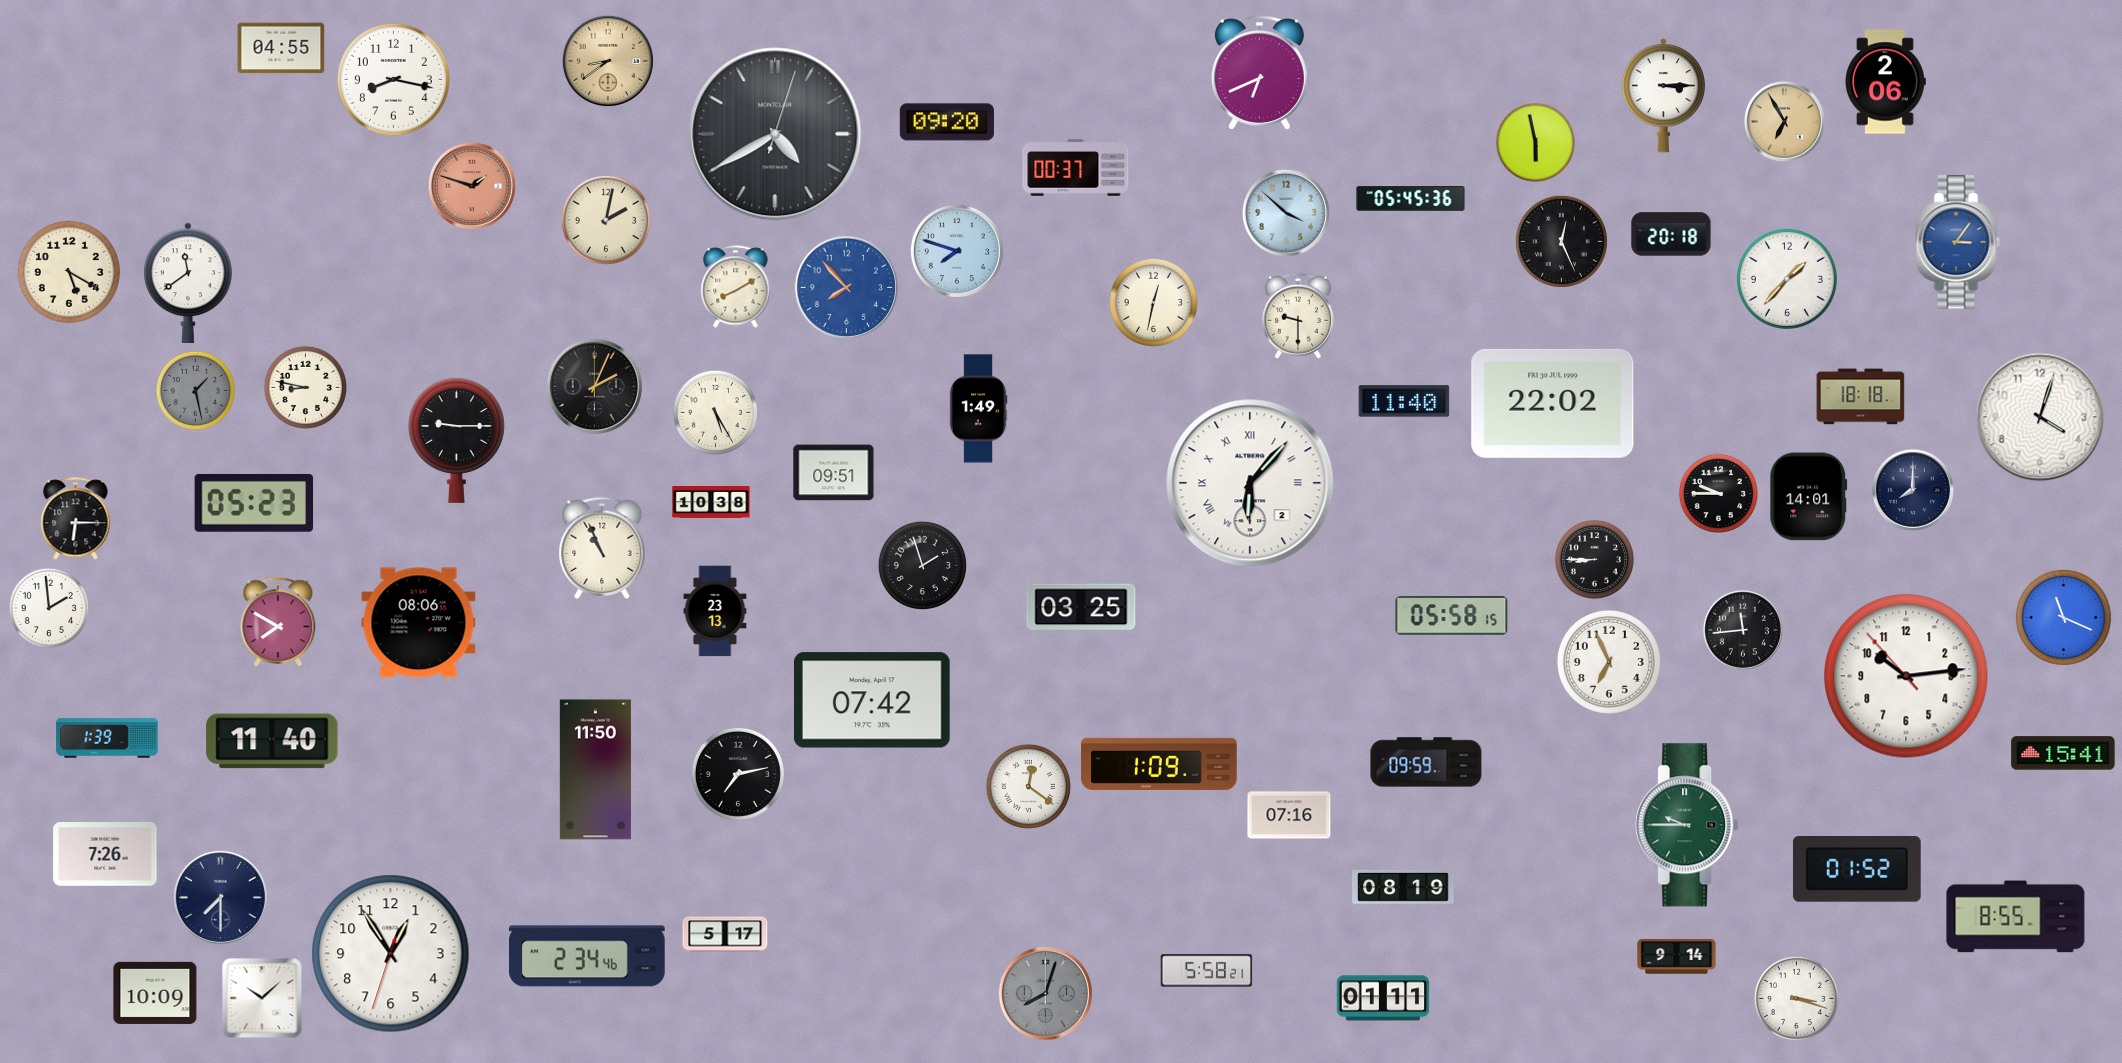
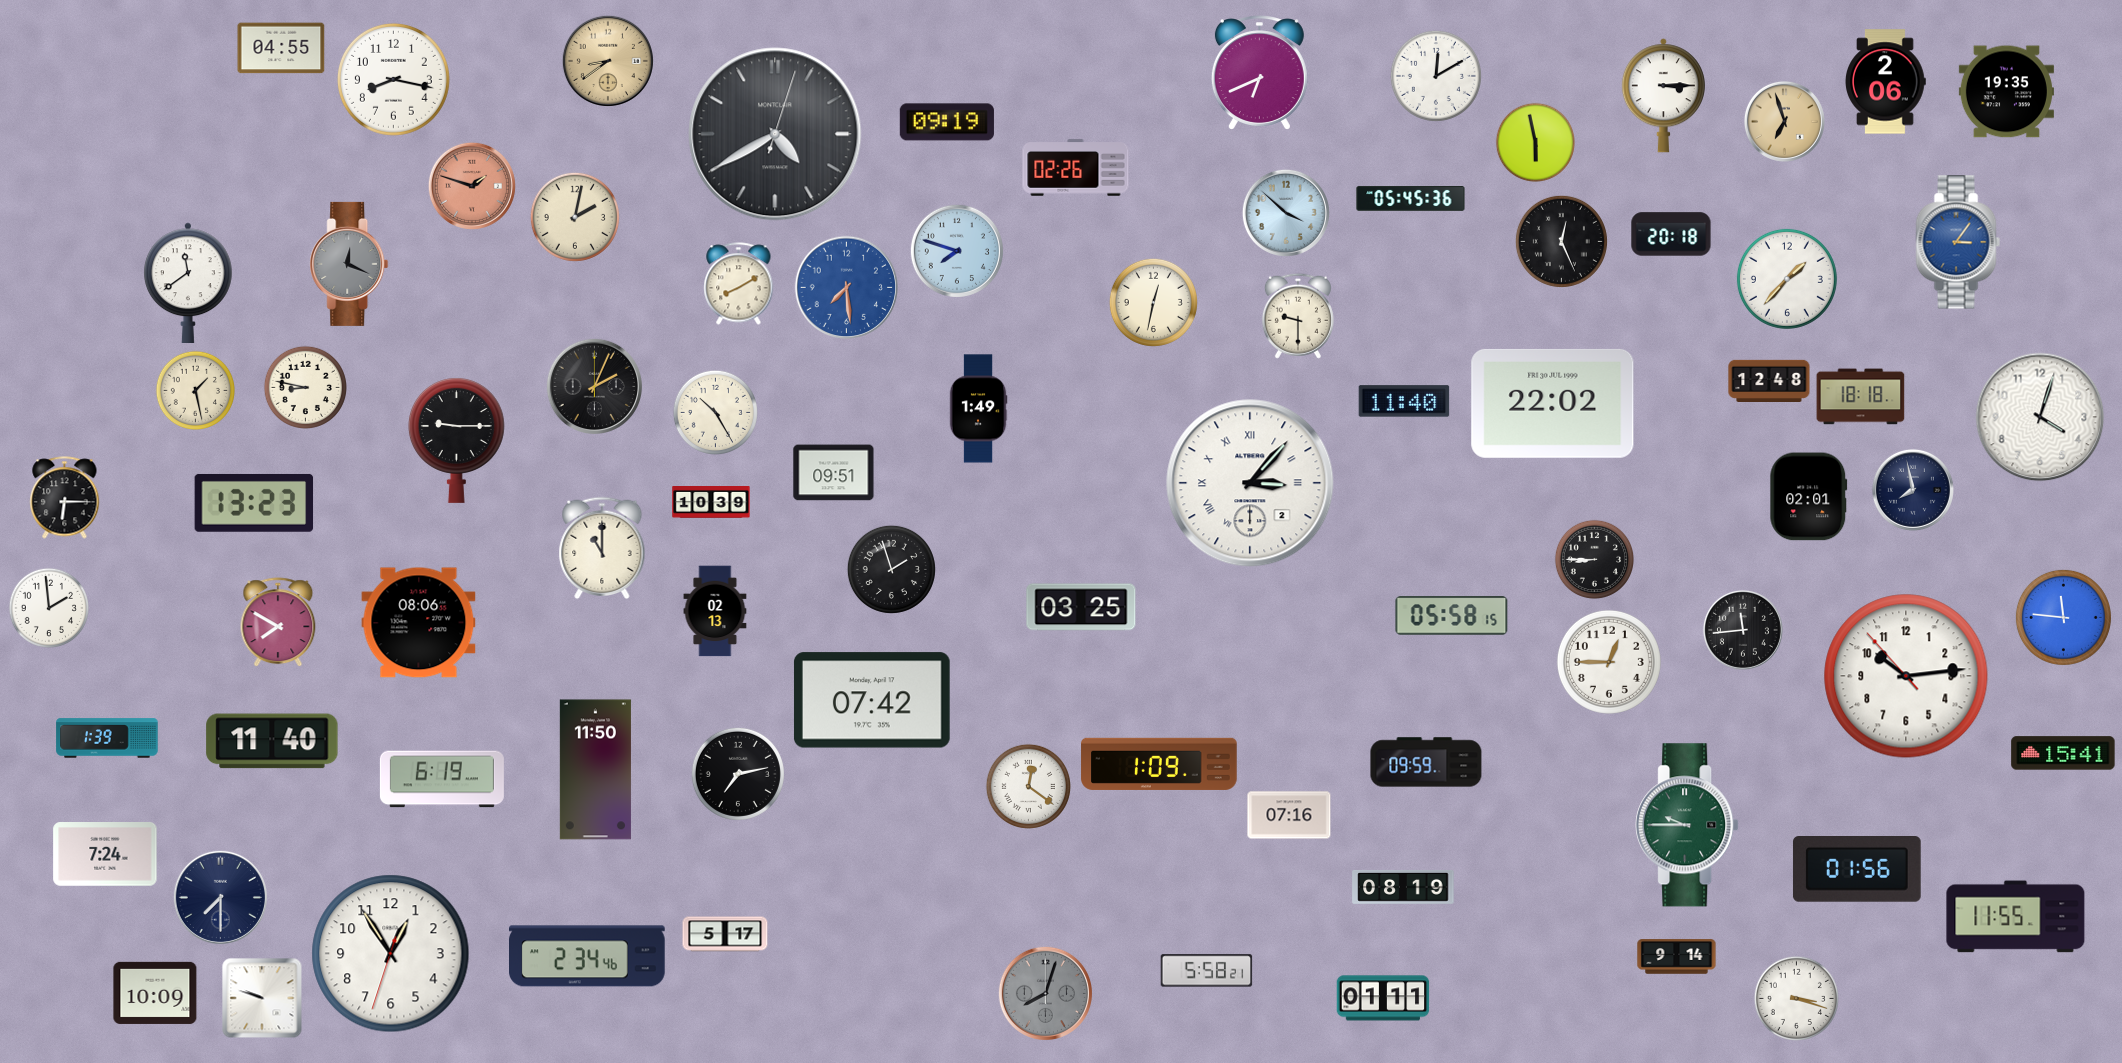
clock at (1436, 76): none -> 12:10
clock at (2006, 92): none -> 19:35
clock at (1784, 121): 6:55 -> 6:57
clock at (947, 122): 09:20 -> 09:19
clock at (1076, 168): 00:37 -> 02:26
clock at (606, 220) position: (606, 220) -> (575, 217)
clock at (349, 264): none -> 12:19
clock at (69, 272): 5:20 -> none
clock at (736, 287) position: (736, 287) -> (739, 284)
clock at (846, 287): 7:53 -> 7:29
clock at (1769, 380): none -> 12:48
clock at (195, 390) dial: grey -> cream
clock at (715, 412): 5:25 -> 10:25
clock at (1250, 483): 6:07 -> 3:07
clock at (1913, 490): 8:00 -> 7:58
clock at (1718, 493): 9:45 -> none
clock at (1809, 497): 14:01 -> 02:01
clock at (254, 503): 05:23 -> 13:23
clock at (711, 503): 10:38 -> 10:39
clock at (76, 519) position: (76, 519) -> (65, 498)
clock at (602, 548): 10:56 -> 11:00
clock at (922, 565) position: (922, 565) -> (891, 569)
clock at (715, 611): 23:13 -> 02:13
clock at (2063, 617): 11:19 -> 11:46
clock at (1609, 662): 6:56 -> 12:45
clock at (442, 779): none -> 6:19
clock at (105, 855): 7:26 -> 7:24
clock at (1857, 870): 01:52 -> 01:56
clock at (2016, 917): 8:55 -> 11:55
clock at (262, 998): 10:08 -> 9:48
